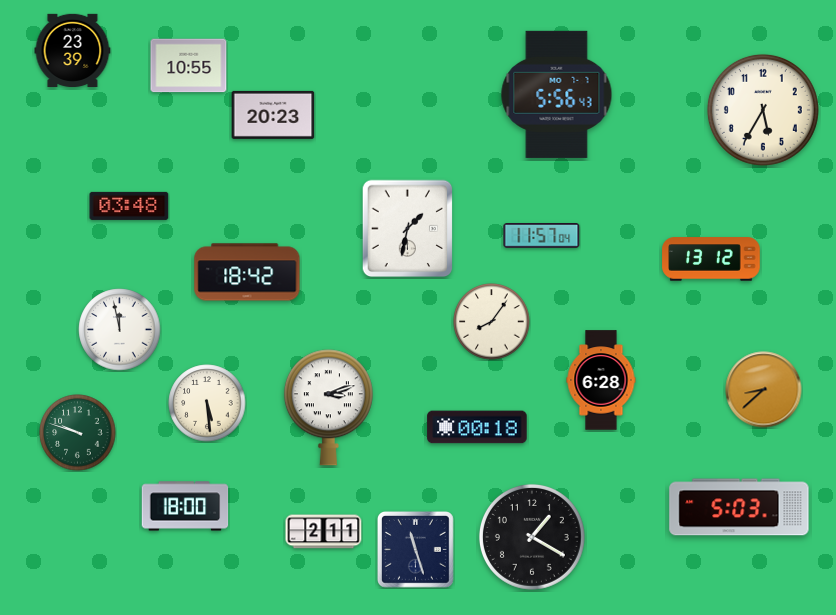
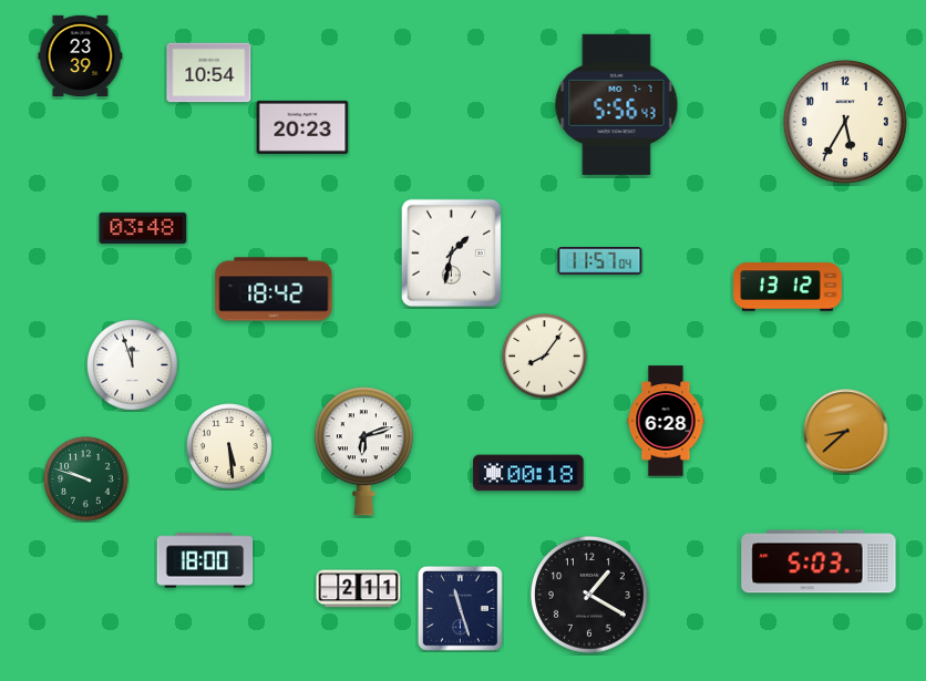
clock at (189, 66): 10:55 -> 10:54
clock at (247, 272) position: (247, 272) -> (274, 289)
clock at (120, 330): 11:58 -> 11:57
clock at (328, 408): 3:12 -> 6:12
